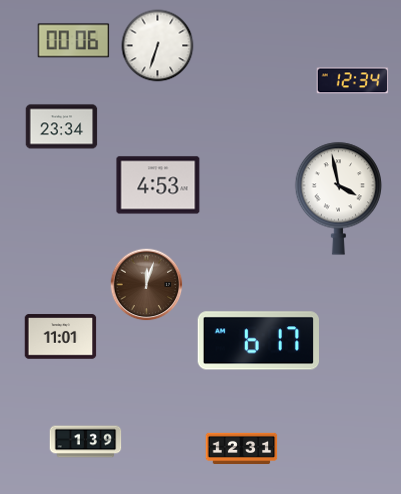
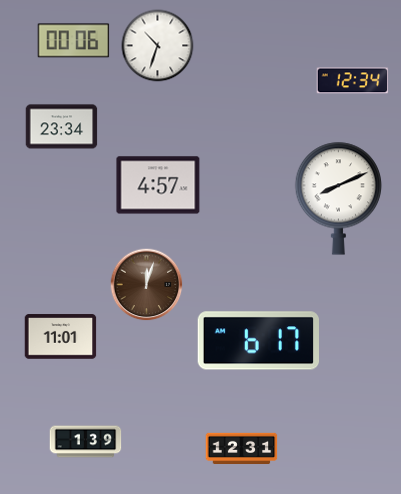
clock at (158, 46): 6:33 -> 10:33
clock at (158, 185): 4:53 -> 4:57
clock at (339, 198): 3:58 -> 8:11
